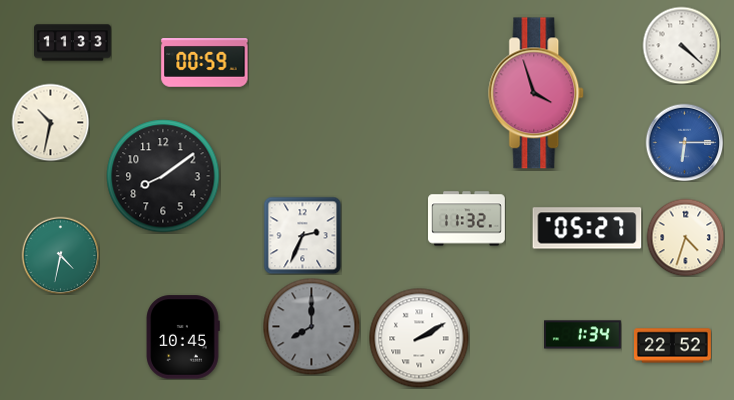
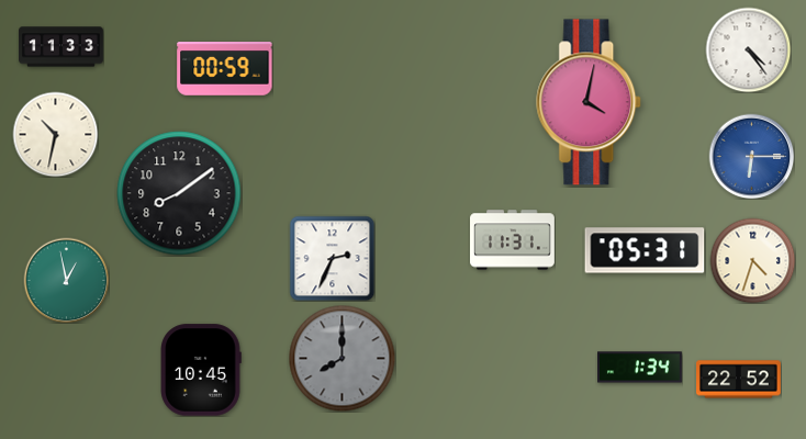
clock at (73, 43) position: (73, 43) -> (61, 47)
clock at (681, 45): 4:22 -> 4:24
clock at (537, 93): 3:57 -> 4:02
clock at (467, 219): 11:32 -> 11:31
clock at (587, 228): 05:27 -> 05:31
clock at (60, 255): 4:32 -> 12:58
clock at (419, 338): 2:10 -> none
